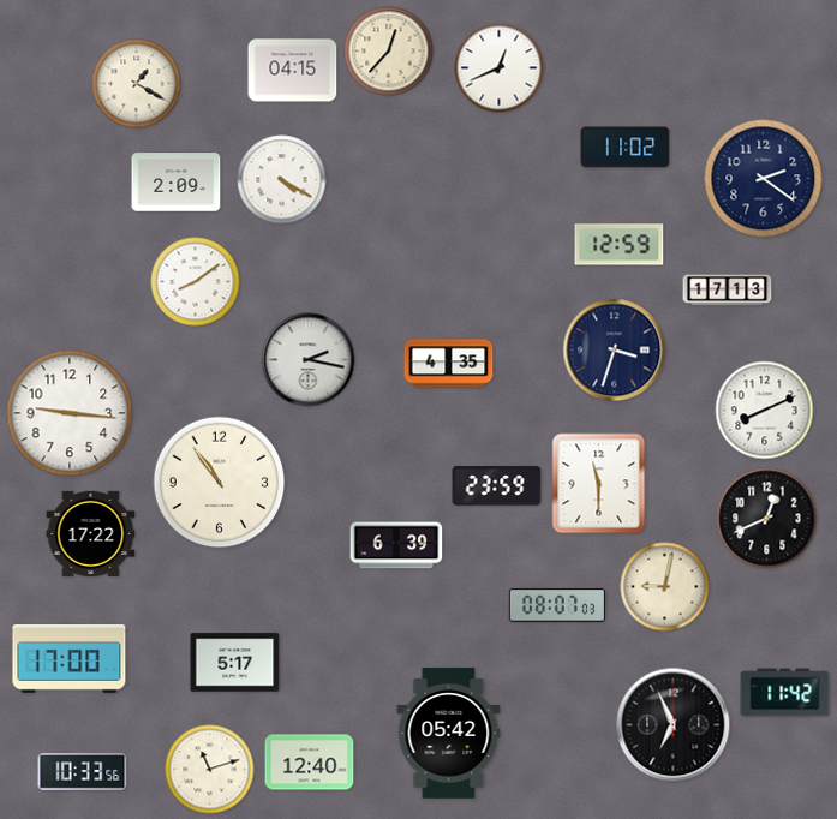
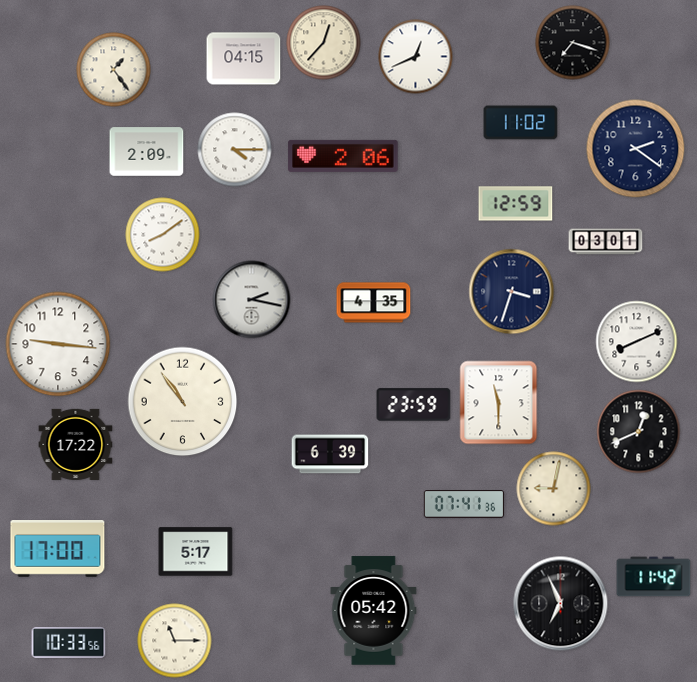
clock at (573, 43): none -> 7:18
clock at (137, 84): 1:20 -> 1:24
clock at (282, 180): 4:20 -> 4:15
clock at (343, 156): none -> 2:06
clock at (728, 291): 17:13 -> 03:01
clock at (309, 360) position: (309, 360) -> (252, 300)
clock at (557, 605): 08:07 -> 07:41
clock at (310, 763): 12:40 -> none
clock at (210, 770): 11:12 -> 11:15
